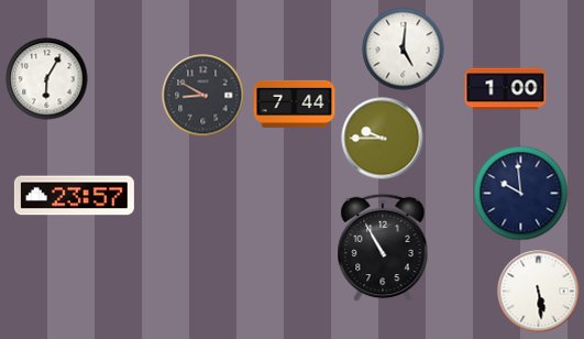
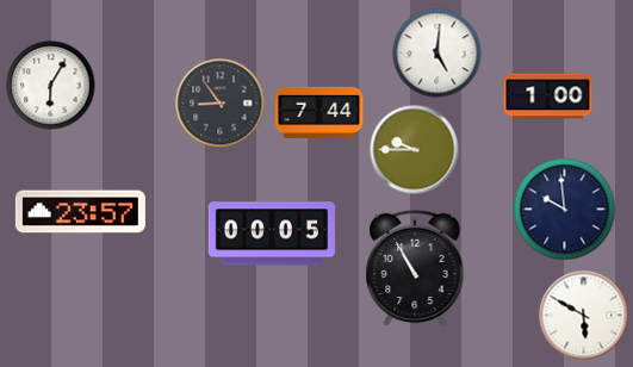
clock at (203, 96): 8:50 -> 8:54
clock at (272, 234): none -> 00:05
clock at (539, 292): 5:29 -> 5:50
